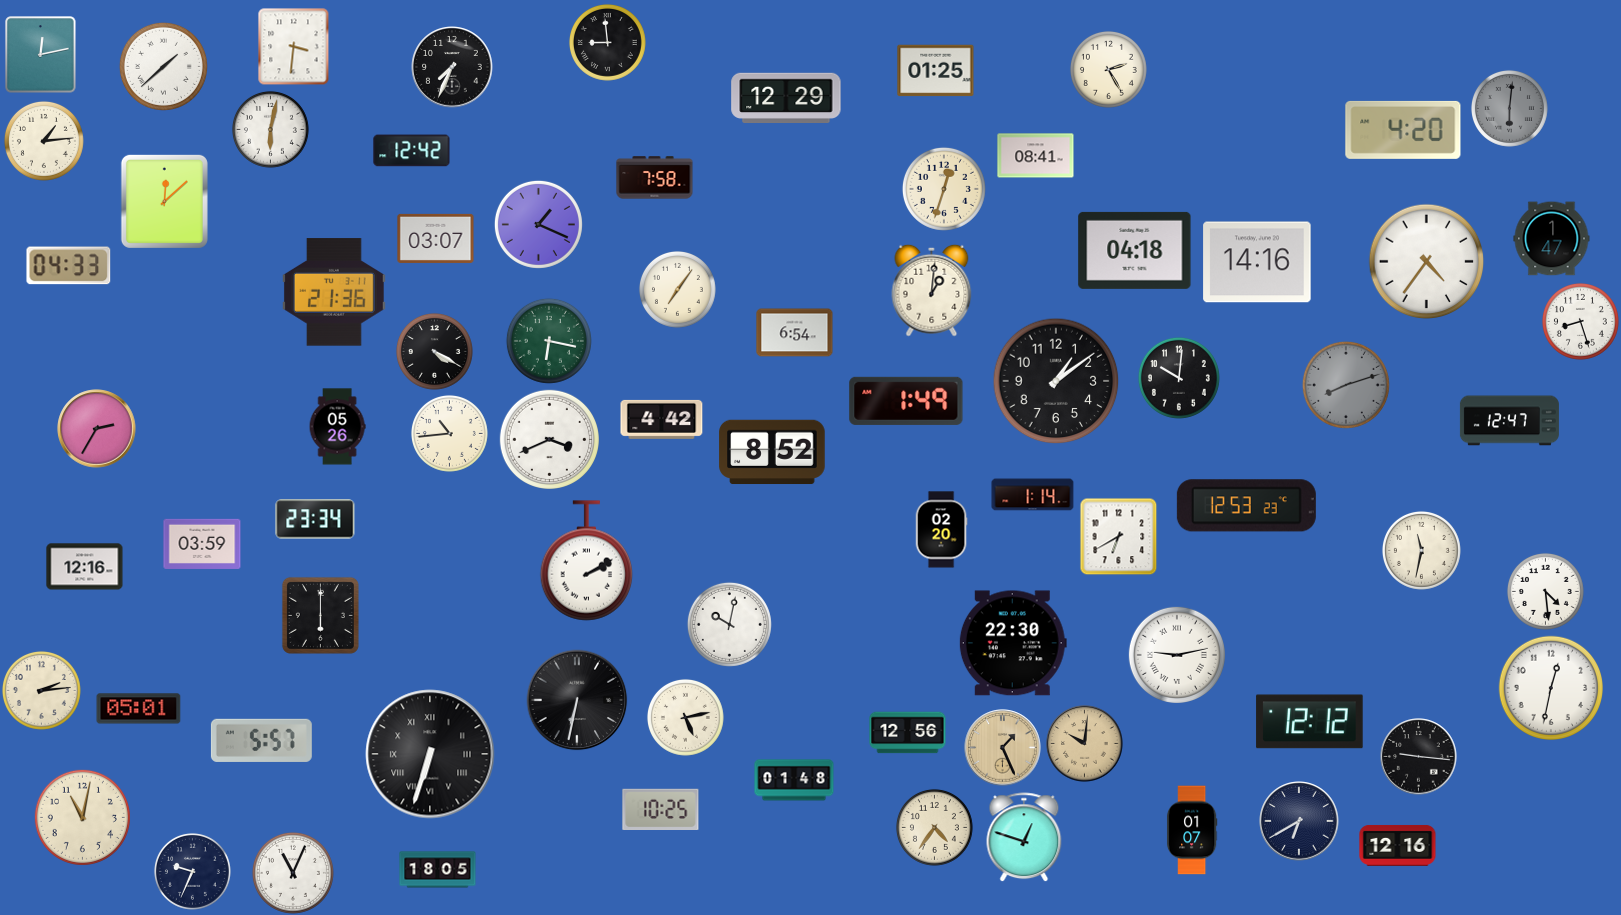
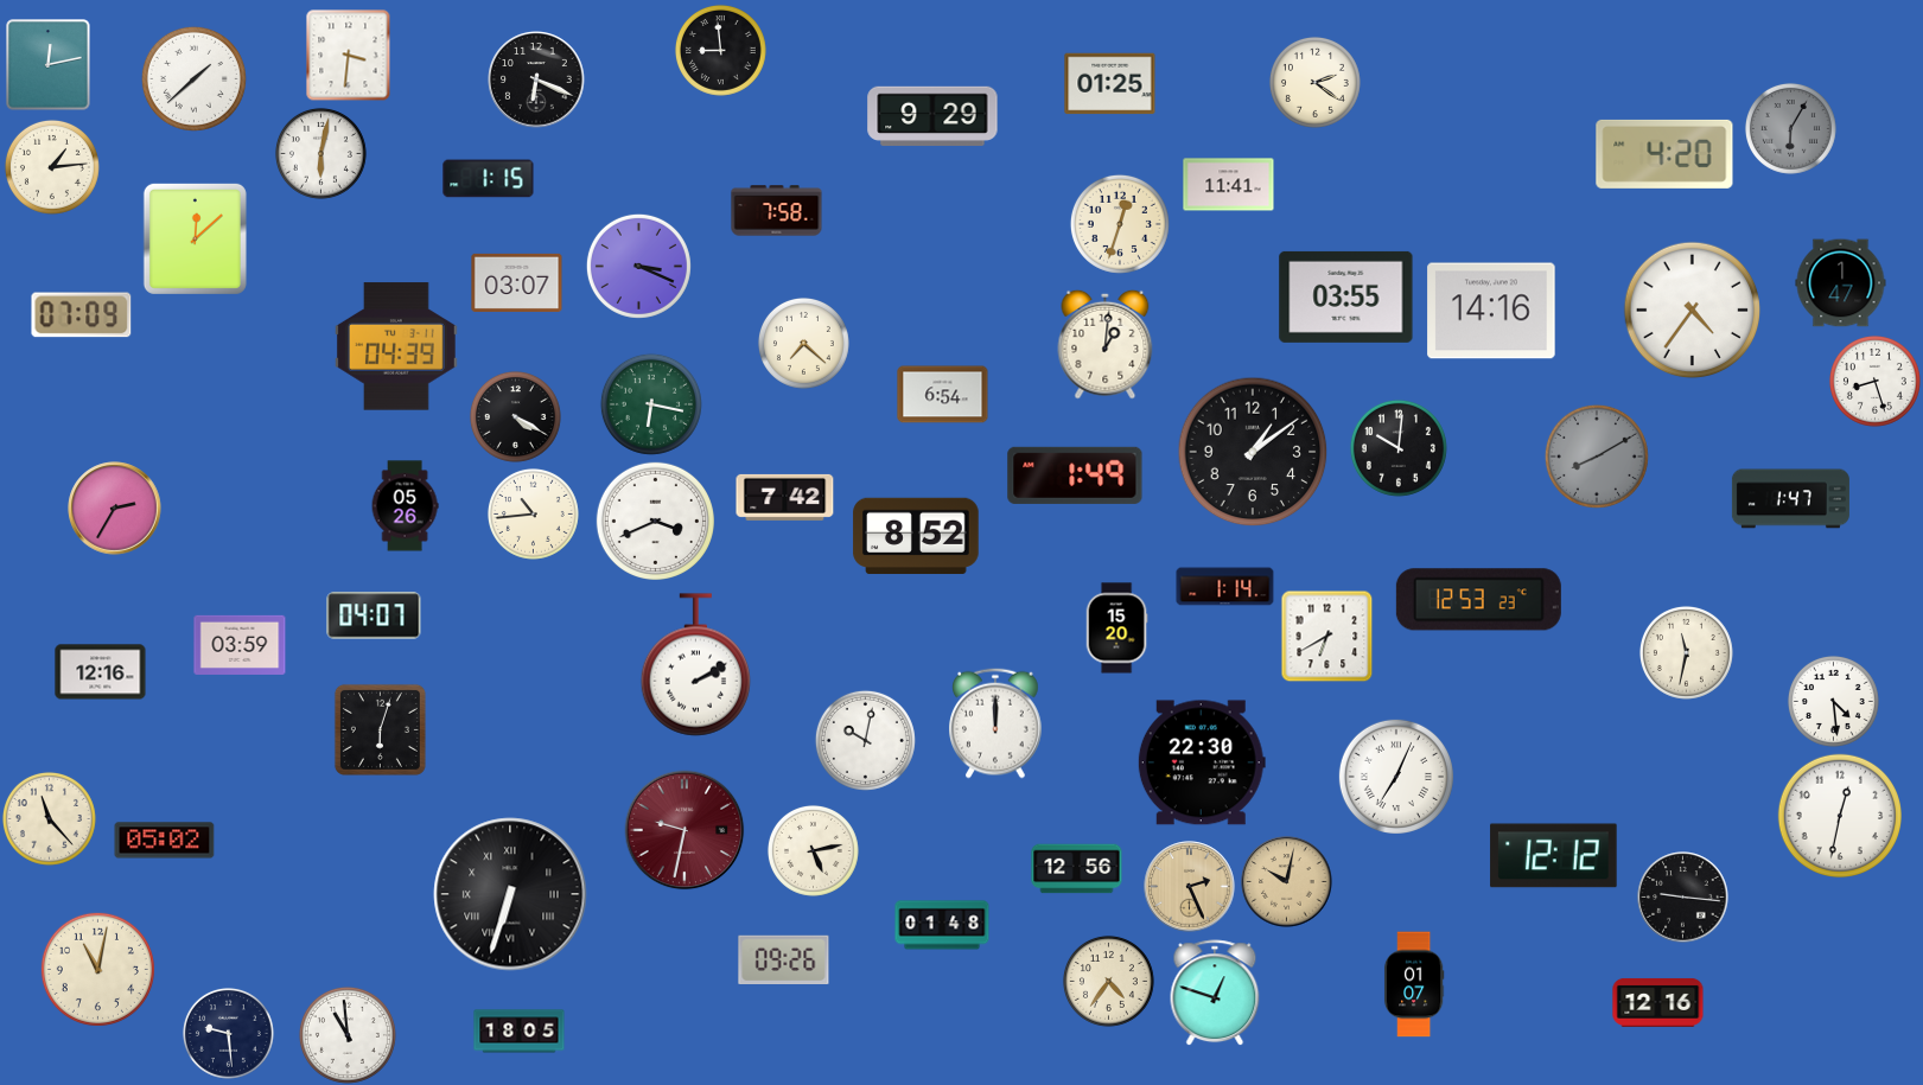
clock at (452, 67): 7:34 -> 6:19
clock at (1108, 69): 2:25 -> 2:21
clock at (786, 97): 12:29 -> 9:29
clock at (1509, 108): 6:01 -> 6:05
clock at (412, 151): 12:42 -> 1:15
clock at (1036, 156): 08:41 -> 11:41
clock at (538, 224): 1:19 -> 3:19
clock at (1135, 250): 04:18 -> 03:55
clock at (69, 266): 04:33 -> 07:09
clock at (677, 289): 7:06 -> 7:22
clock at (334, 292): 21:36 -> 04:39
clock at (1346, 385): 8:12 -> 8:10
clock at (662, 419): 4:42 -> 7:42
clock at (1509, 421): 12:47 -> 1:47
clock at (337, 427) position: (337, 427) -> (405, 506)
clock at (549, 439) position: (549, 439) -> (655, 521)
clock at (315, 519): 23:34 -> 04:07
clock at (941, 530): 02:20 -> 15:20
clock at (995, 723): none -> 12:00
clock at (320, 615): 6:00 -> 6:03
clock at (1177, 655): 9:13 -> 7:04
clock at (41, 690): 2:14 -> 11:23
clock at (577, 700): 6:32 -> 9:32
clock at (577, 700) dial: black -> burgundy
clock at (139, 709): 05:01 -> 05:02
clock at (261, 740): 5:57 -> none
clock at (1085, 744): 10:01 -> 10:02
clock at (1003, 748): 1:26 -> 2:26
clock at (661, 810): 10:25 -> 09:26
clock at (1299, 821): 6:40 -> none
clock at (192, 871): 9:34 -> 9:29
clock at (293, 873): 11:04 -> 10:59
